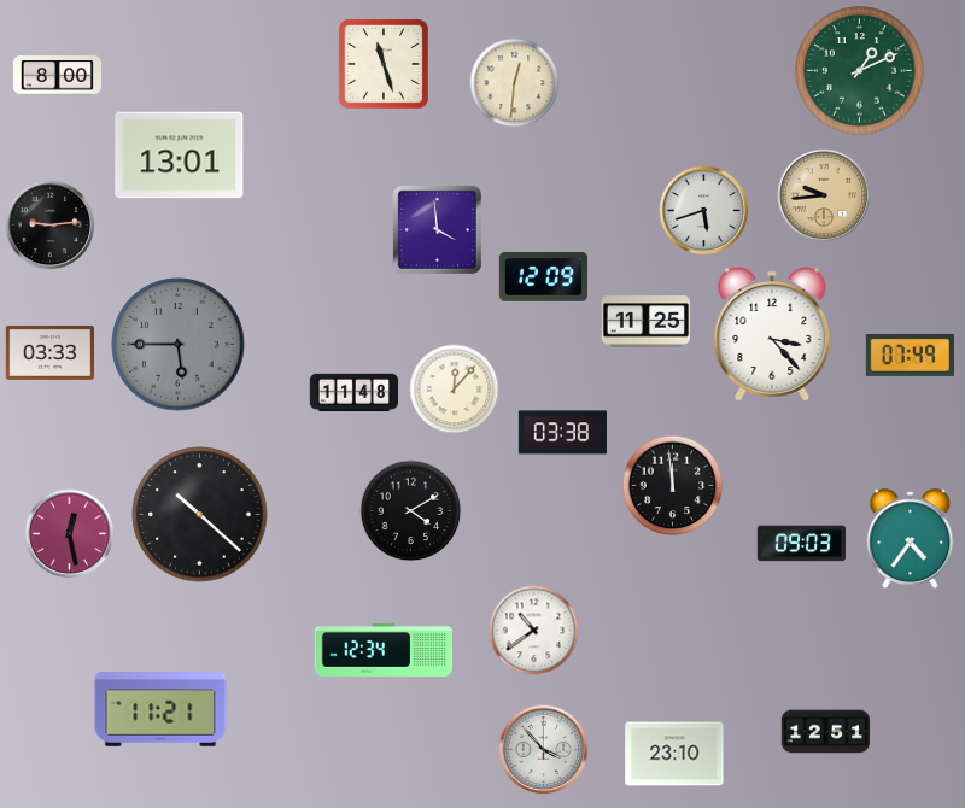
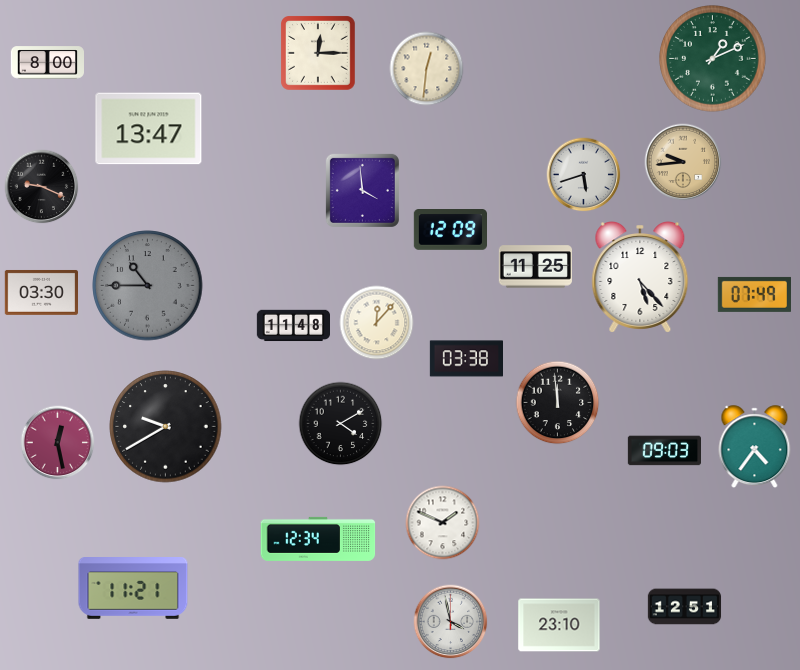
clock at (385, 65): 11:27 -> 12:15
clock at (180, 156): 13:01 -> 13:47
clock at (51, 226): 9:14 -> 9:19
clock at (772, 335): 3:23 -> 5:23
clock at (179, 345): 5:45 -> 10:45
clock at (49, 352): 03:33 -> 03:30
clock at (200, 515): 10:22 -> 9:40
clock at (534, 631): 10:39 -> 1:49
clock at (544, 750): 3:53 -> 3:58
